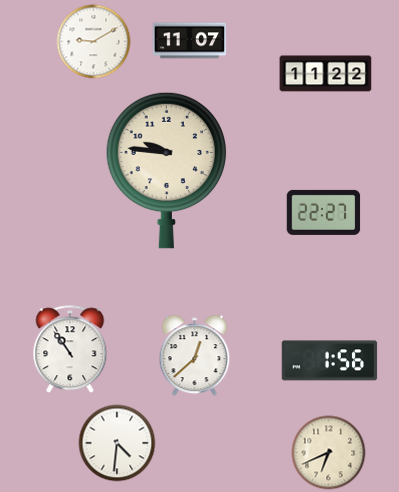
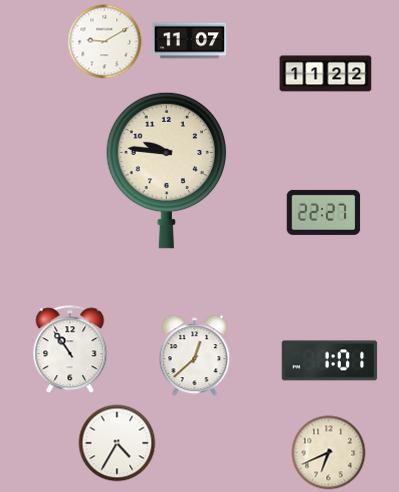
clock at (94, 42) position: (94, 42) -> (105, 42)
clock at (330, 361): 1:56 -> 1:01
clock at (117, 443): 4:31 -> 4:35
